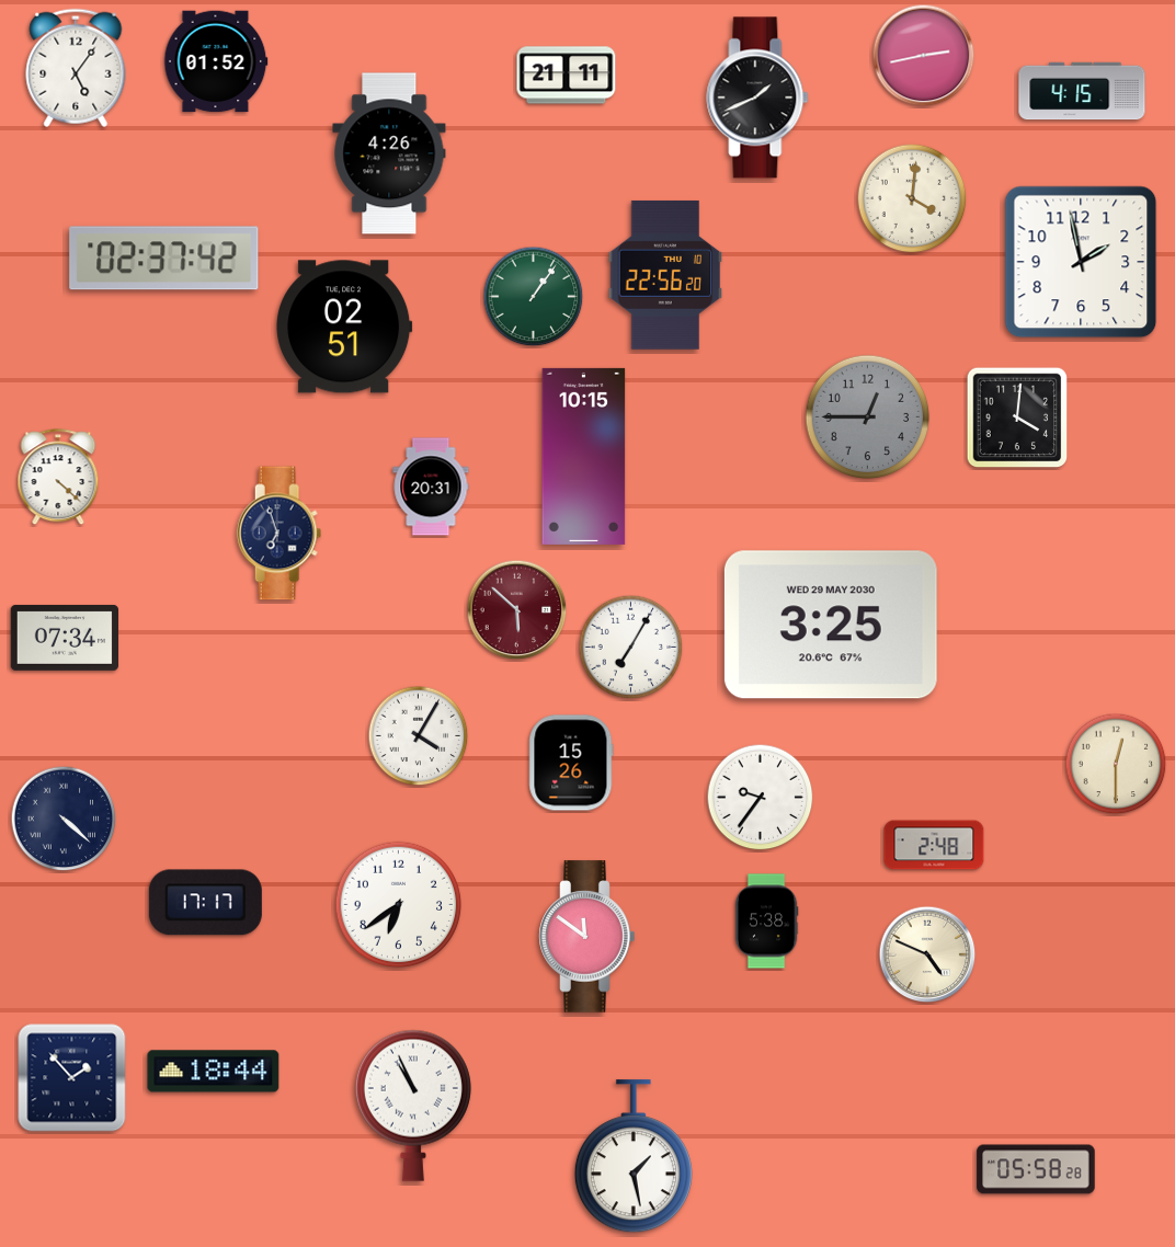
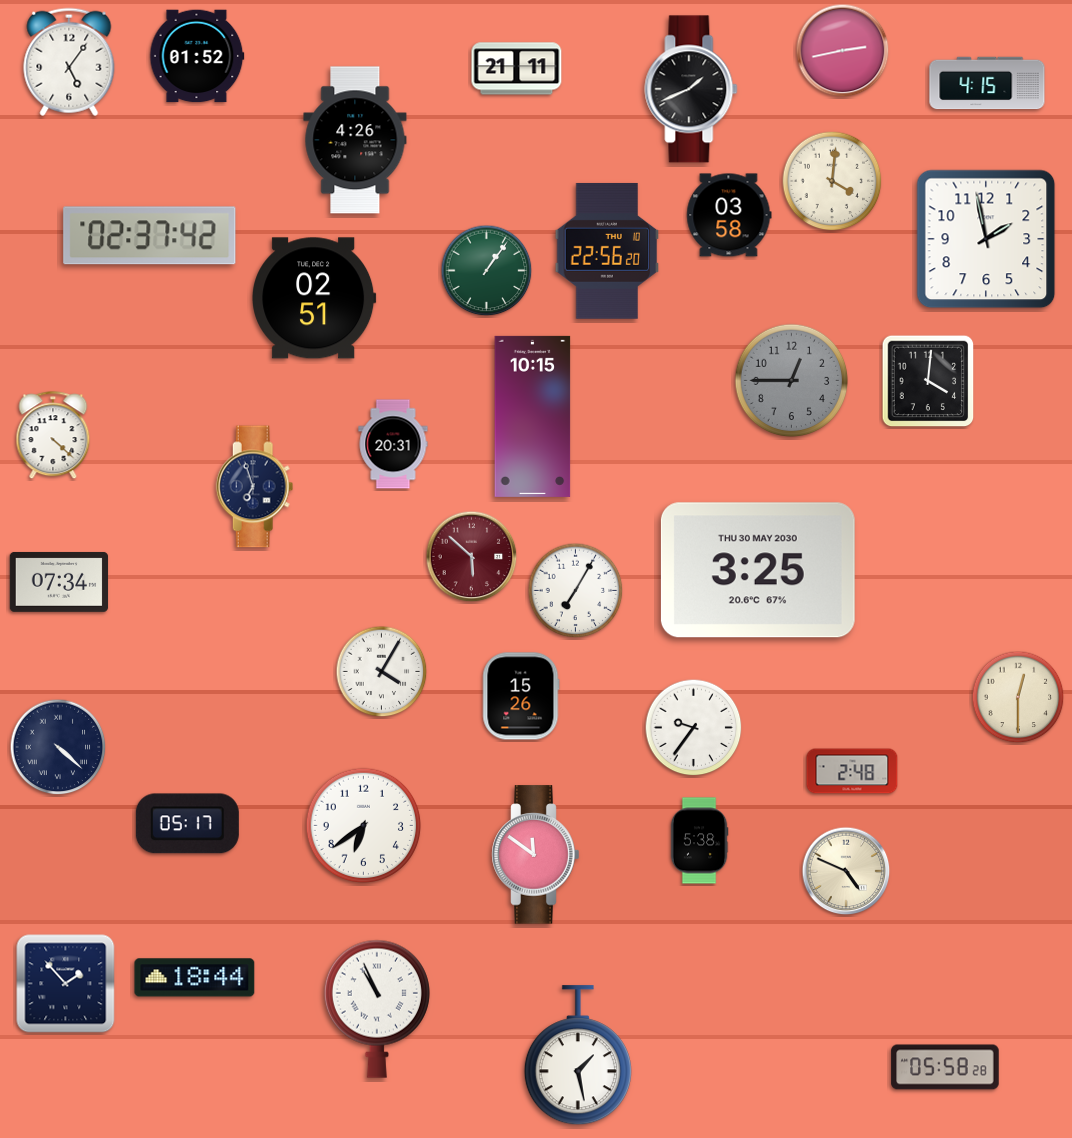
clock at (729, 215): none -> 03:58
clock at (831, 625) date: WED 29 MAY 2030 -> THU 30 MAY 2030
clock at (205, 903): 17:17 -> 05:17
